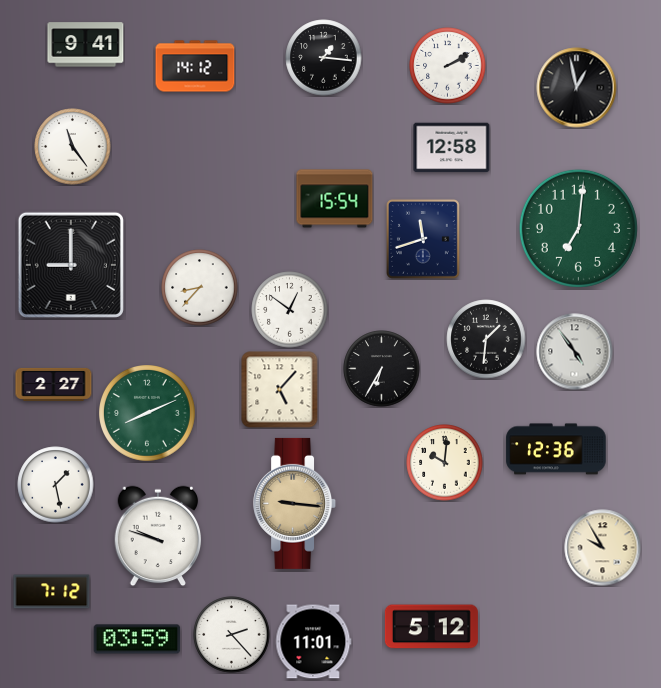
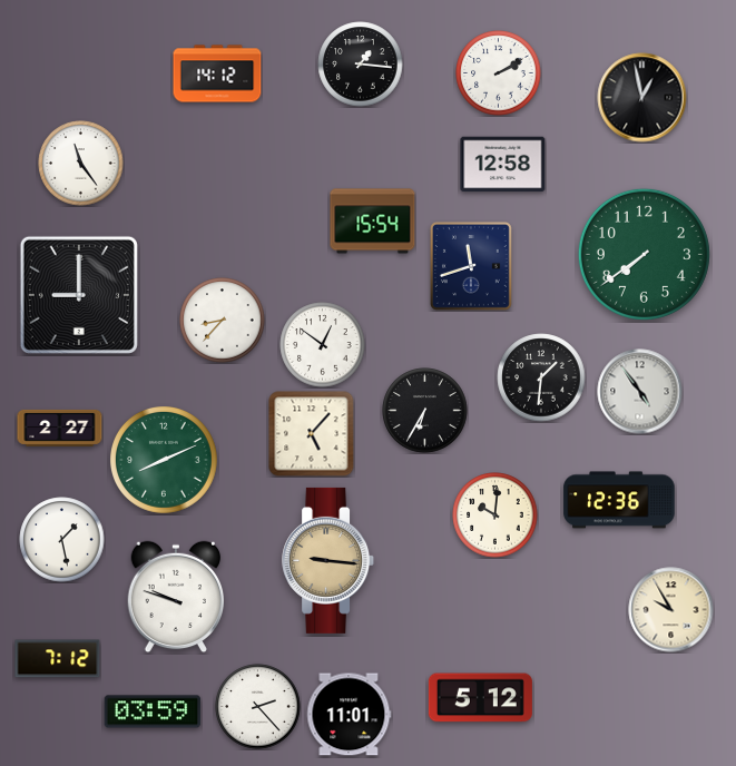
clock at (86, 45): 9:41 -> none
clock at (578, 228): 7:01 -> 7:39
